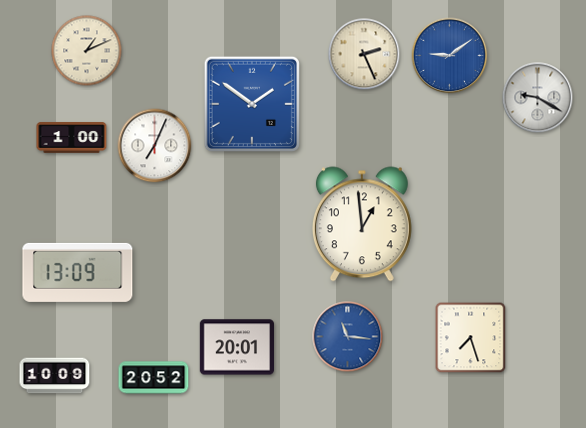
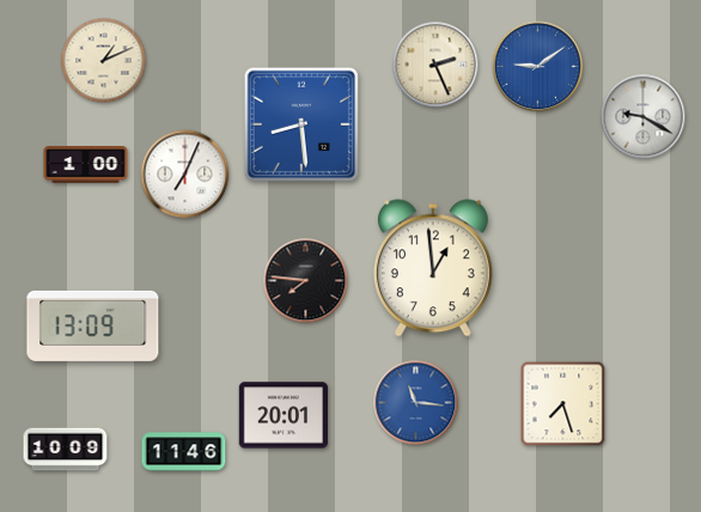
clock at (252, 104): 1:51 -> 8:29
clock at (306, 281): none -> 7:46
clock at (154, 378): 20:52 -> 11:46
